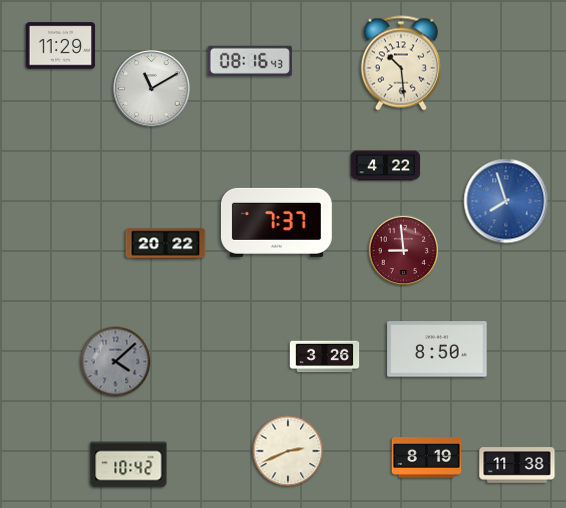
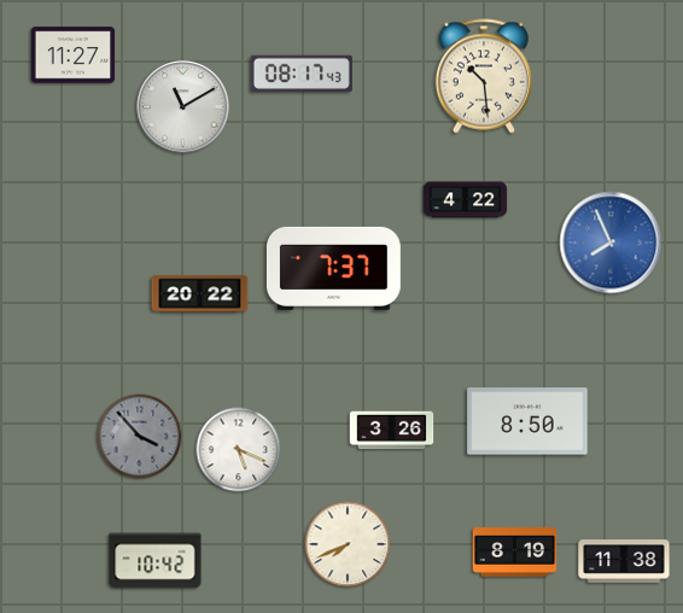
clock at (61, 46): 11:29 -> 11:27
clock at (250, 61): 08:16 -> 08:17
clock at (506, 201): 7:57 -> 7:56
clock at (403, 250): 8:59 -> none
clock at (116, 362): 4:08 -> 3:53
clock at (239, 450): none -> 5:19
clock at (288, 451): 2:41 -> 7:41
